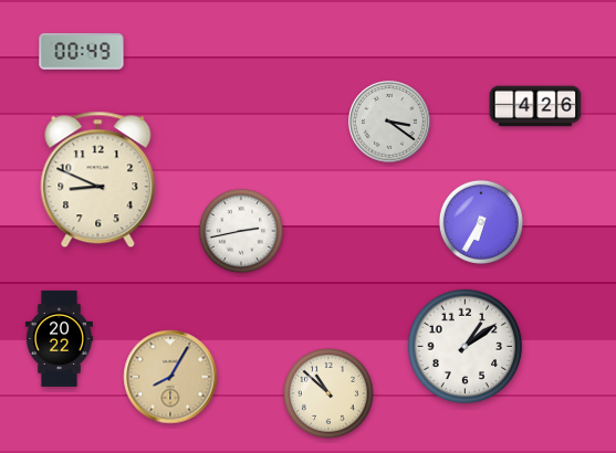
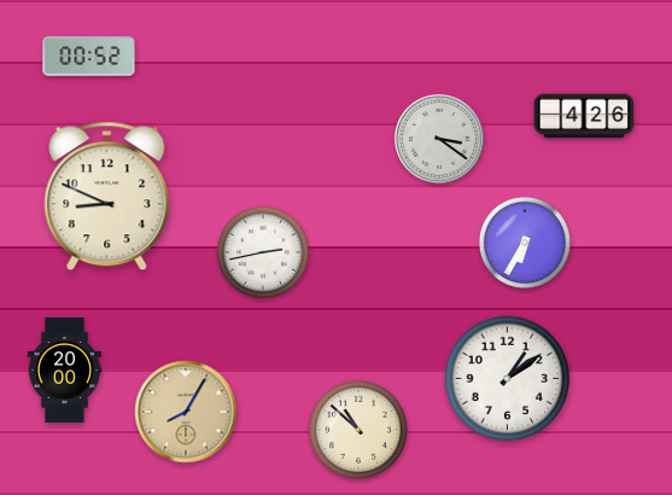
clock at (82, 52): 00:49 -> 00:52
clock at (389, 122) position: (389, 122) -> (439, 139)
clock at (59, 338): 20:22 -> 20:00
